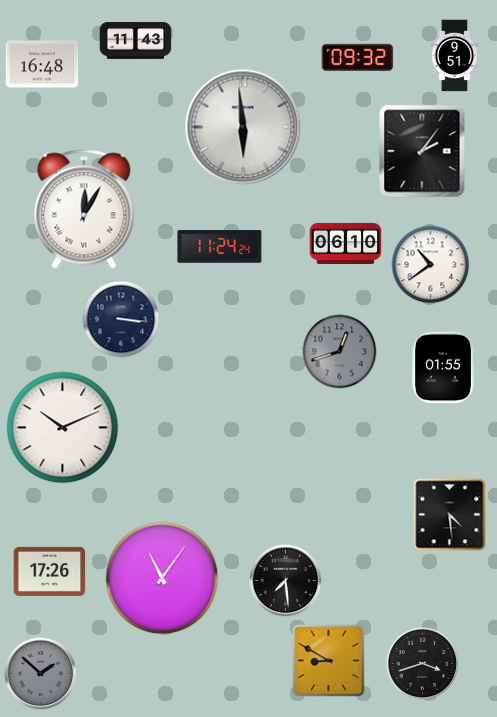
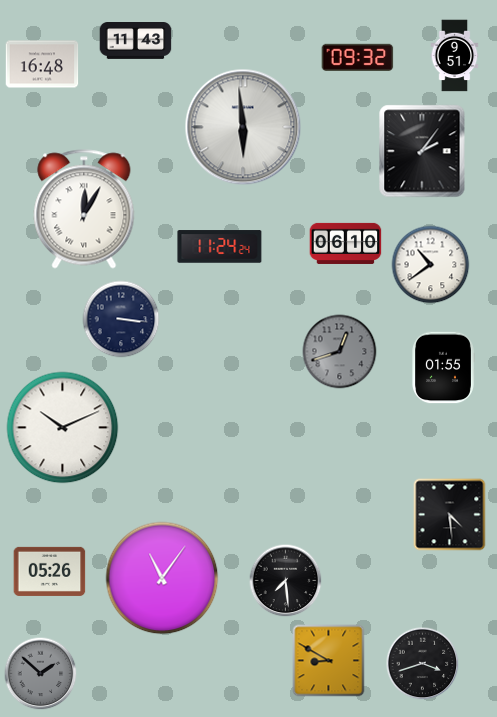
clock at (50, 571): 17:26 -> 05:26
